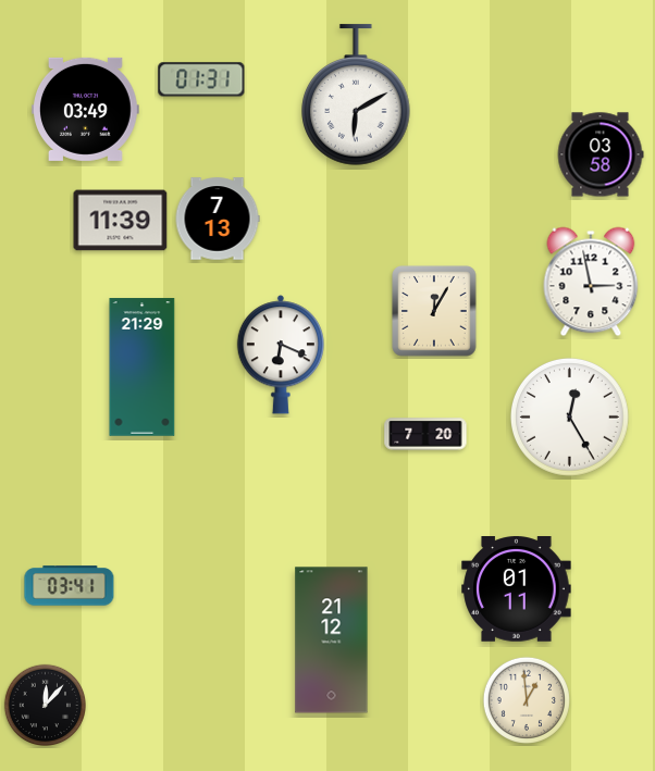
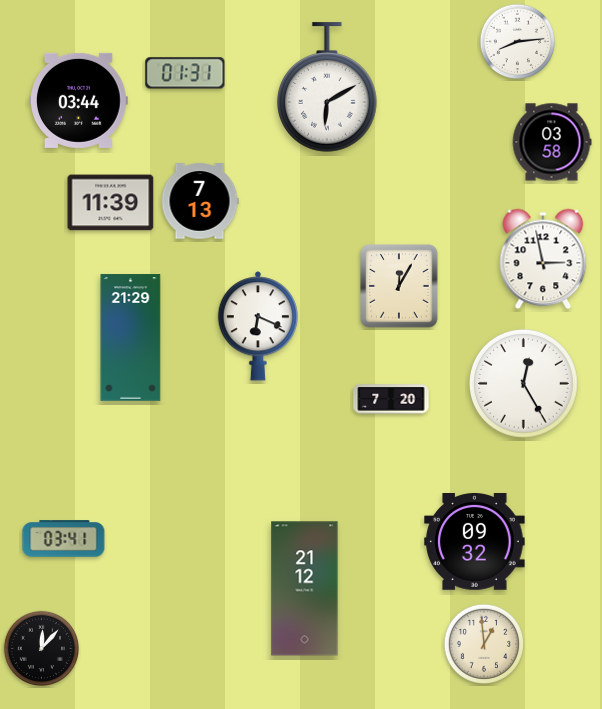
clock at (517, 41): none -> 8:14
clock at (86, 109): 03:49 -> 03:44
clock at (517, 589): 01:11 -> 09:32
